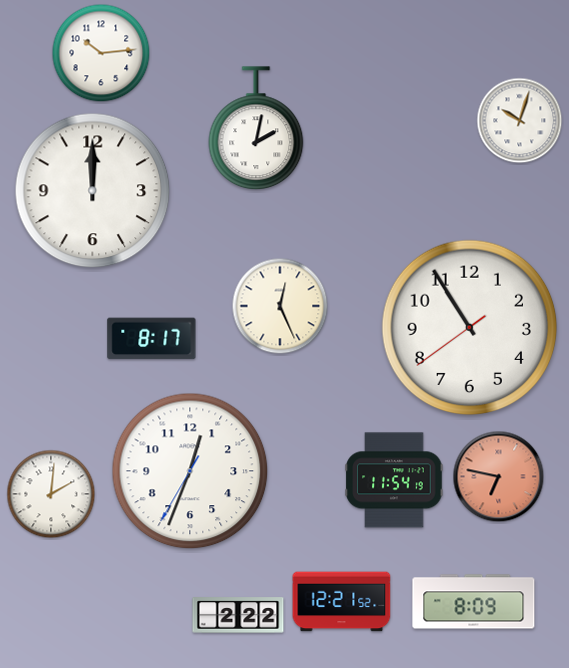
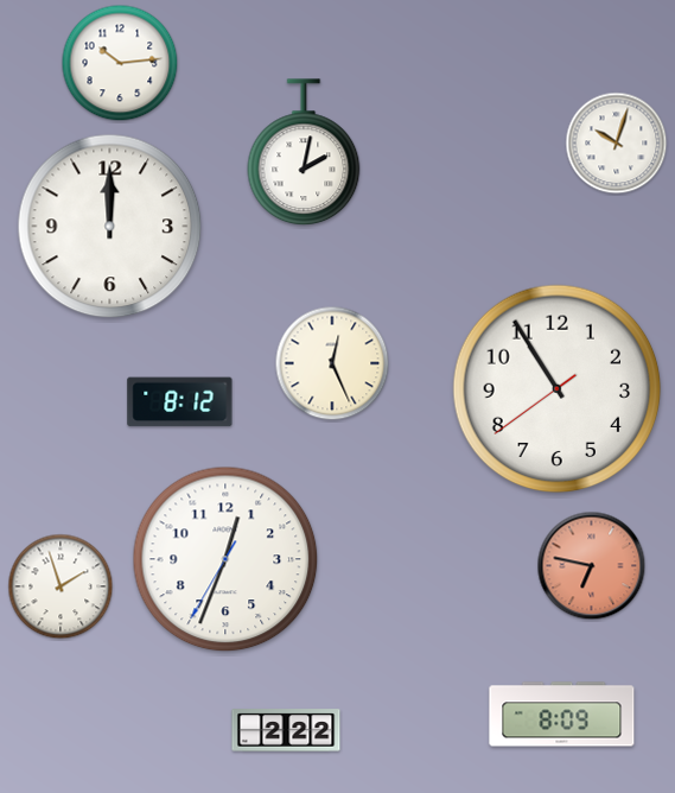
clock at (152, 339): 8:17 -> 8:12
clock at (394, 480): 11:54 -> none
clock at (51, 494): 2:01 -> 1:57
clock at (342, 602): 12:21 -> none
clock at (238, 615) position: (238, 615) -> (286, 730)
